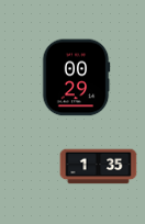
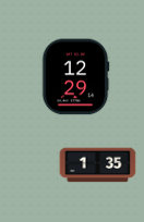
clock at (76, 78): 00:29 -> 12:29
